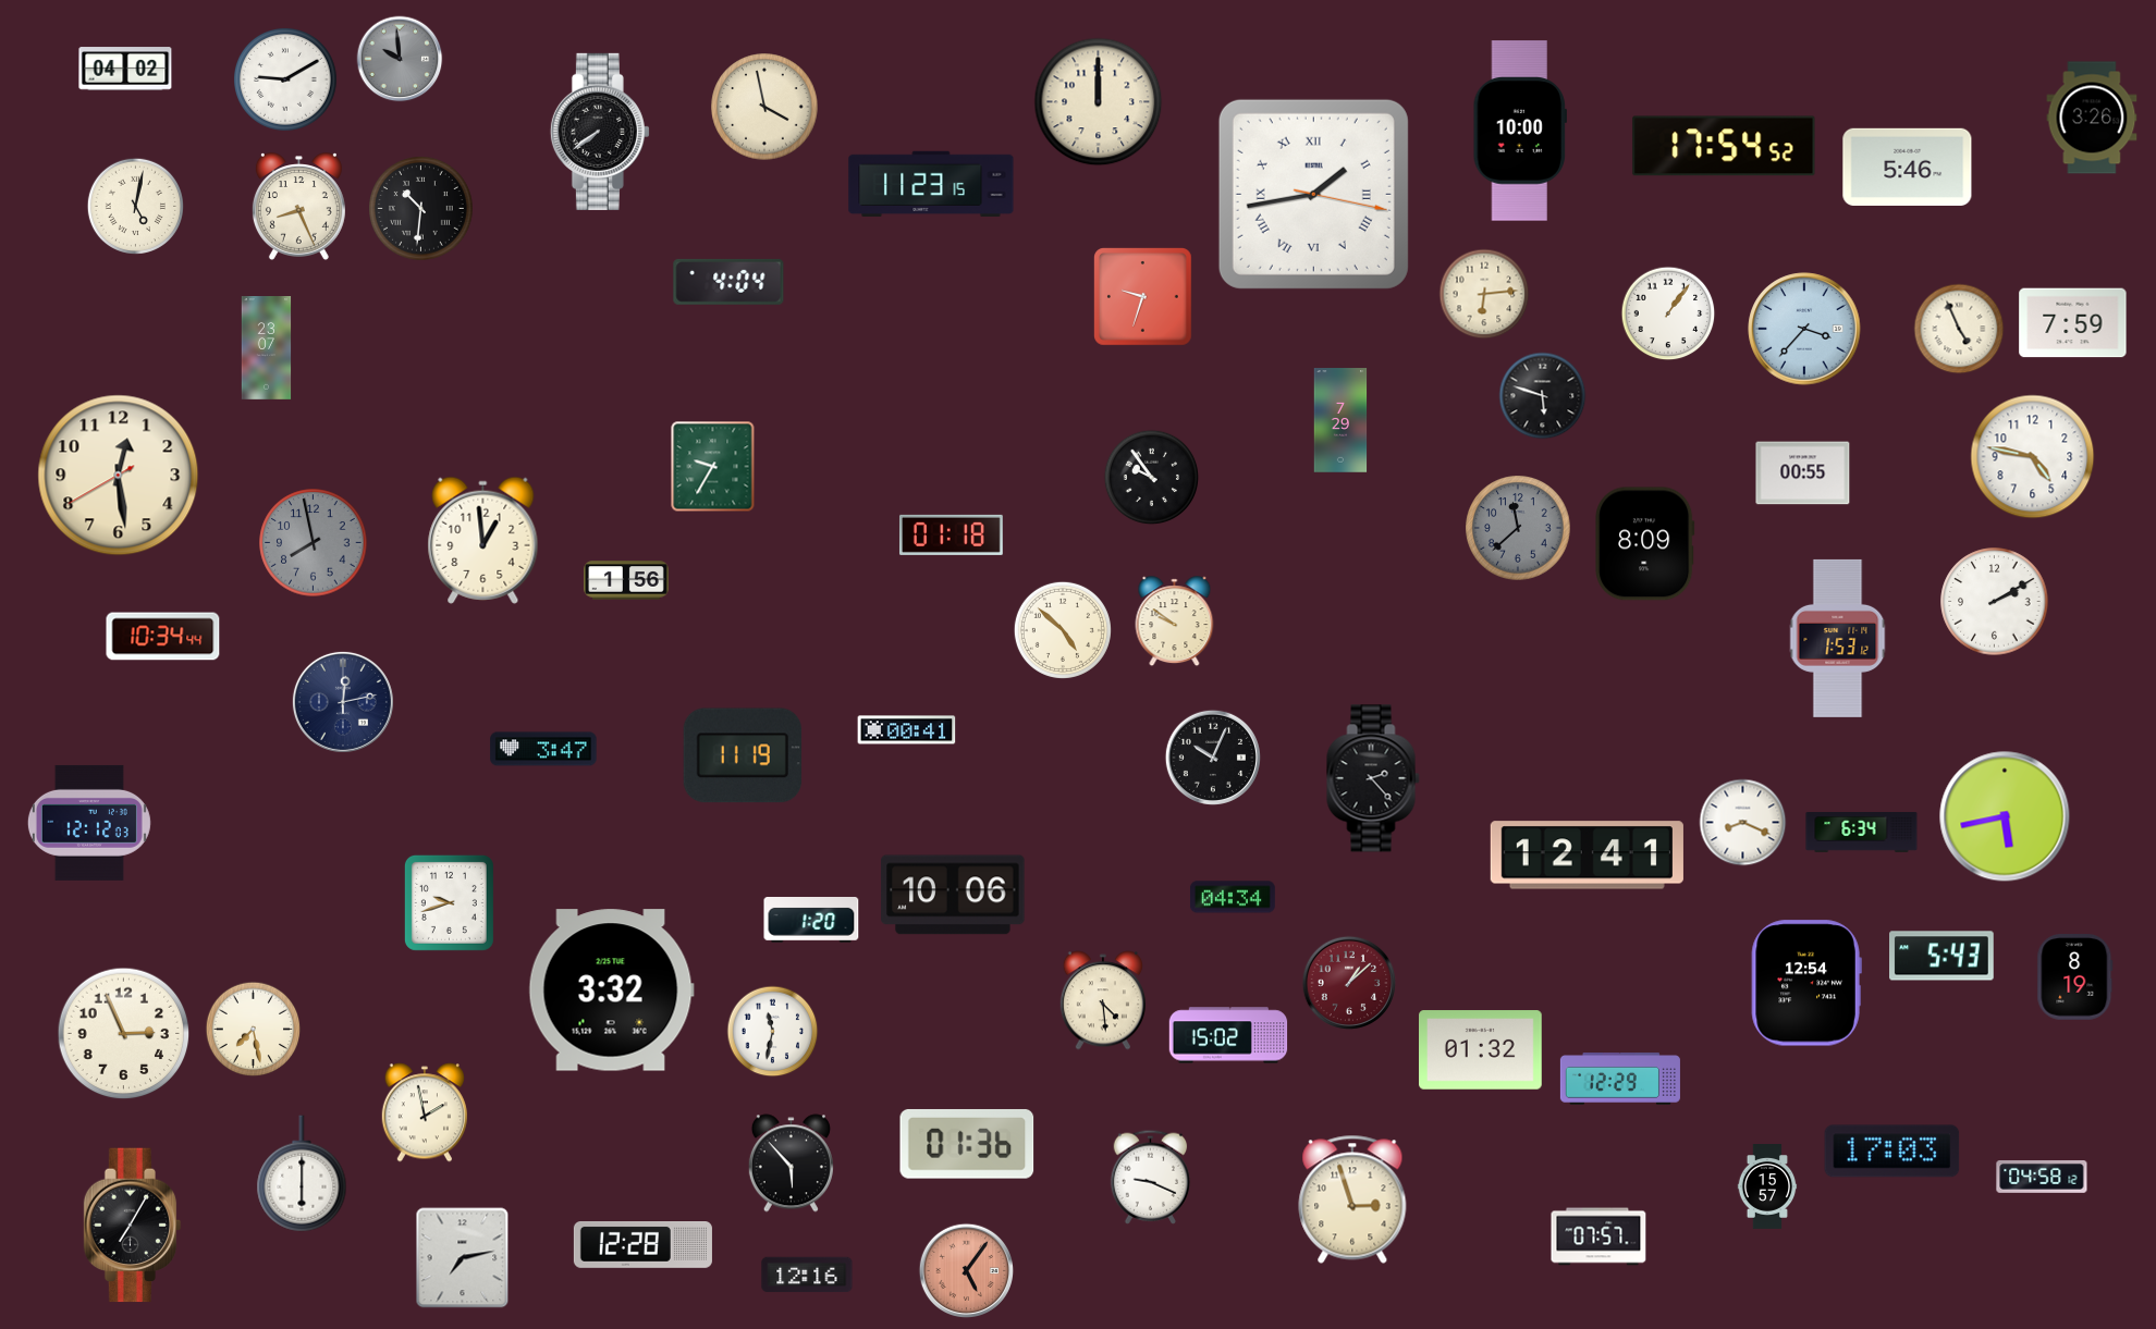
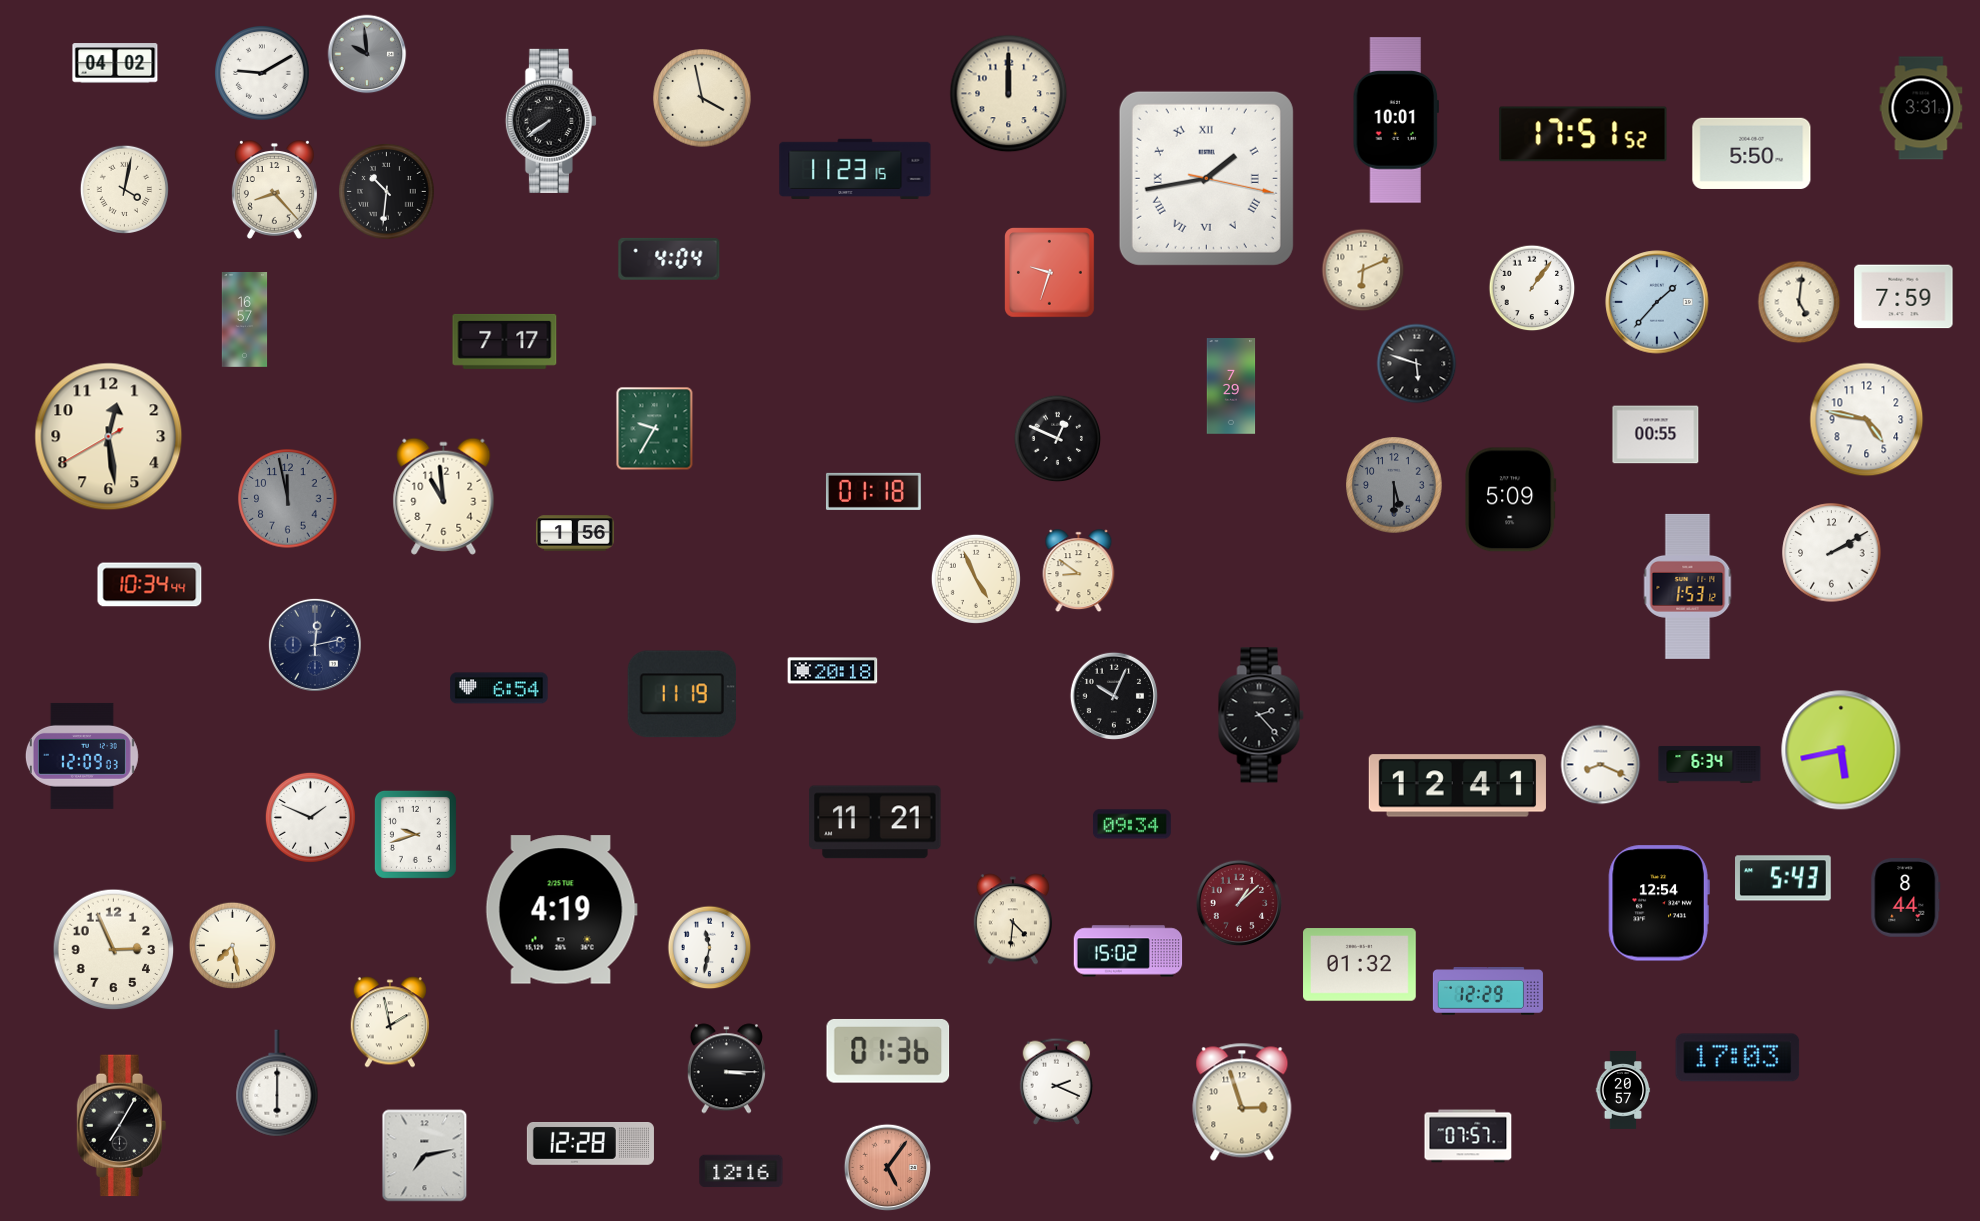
clock at (2092, 118): 3:26 -> 3:31
clock at (1519, 131): 10:00 -> 10:01
clock at (1724, 146): 17:54 -> 17:51
clock at (1908, 167): 5:46 -> 5:50
clock at (135, 206): 5:02 -> 4:02
clock at (298, 207): 8:26 -> 8:23
clock at (1484, 294): 6:14 -> 6:11
clock at (1804, 329): 3:37 -> 1:37
clock at (1959, 329): 4:56 -> 5:01
clock at (267, 348): 23:07 -> 16:57
clock at (505, 341): none -> 7:17
clock at (1152, 478): 9:54 -> 12:49
clock at (1518, 528): 11:38 -> 5:30
clock at (483, 540): 12:59 -> 10:59
clock at (314, 543): 7:58 -> 11:58
clock at (1645, 544): 8:09 -> 5:09
clock at (1175, 622): 9:51 -> 8:51
clock at (1063, 630): 4:52 -> 4:56
clock at (907, 730): 00:41 -> 20:18
clock at (543, 749): 3:47 -> 6:54
clock at (89, 823): 12:12 -> 12:09
clock at (1743, 823) position: (1743, 823) -> (1601, 765)
clock at (310, 817): none -> 1:49
clock at (953, 895): 10:06 -> 11:21
clock at (1233, 897): 04:34 -> 09:34
clock at (449, 902) position: (449, 902) -> (415, 834)
clock at (811, 921): 1:20 -> none
clock at (2075, 977): 8:19 -> 8:44
clock at (611, 990): 3:32 -> 4:19
clock at (1102, 1000): 4:29 -> 4:31
clock at (791, 1164): 5:53 -> 3:15
clock at (302, 1173) position: (302, 1173) -> (277, 1083)
clock at (1151, 1177): 9:19 -> 2:19
clock at (2042, 1178): 04:58 -> none
clock at (1767, 1188): 15:57 -> 20:57
